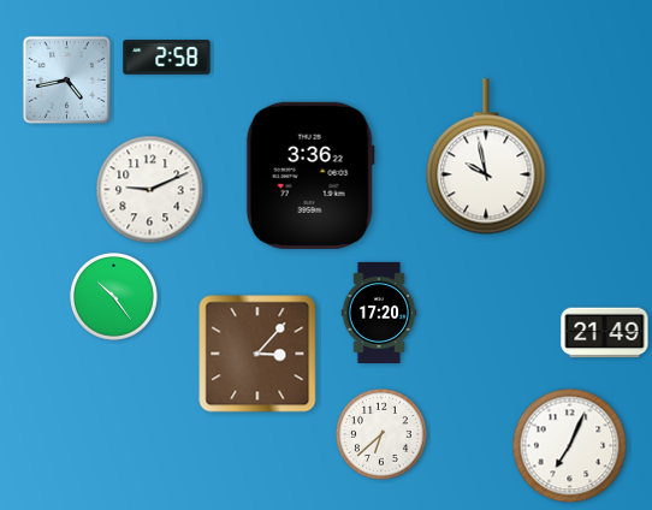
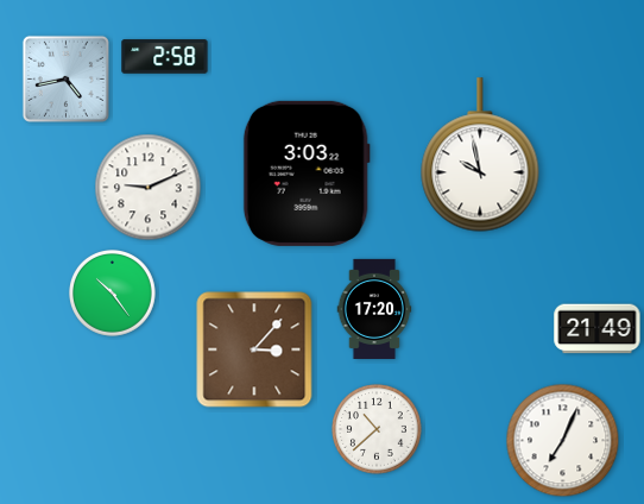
clock at (310, 176): 3:36 -> 3:03
clock at (381, 434): 6:38 -> 10:38
